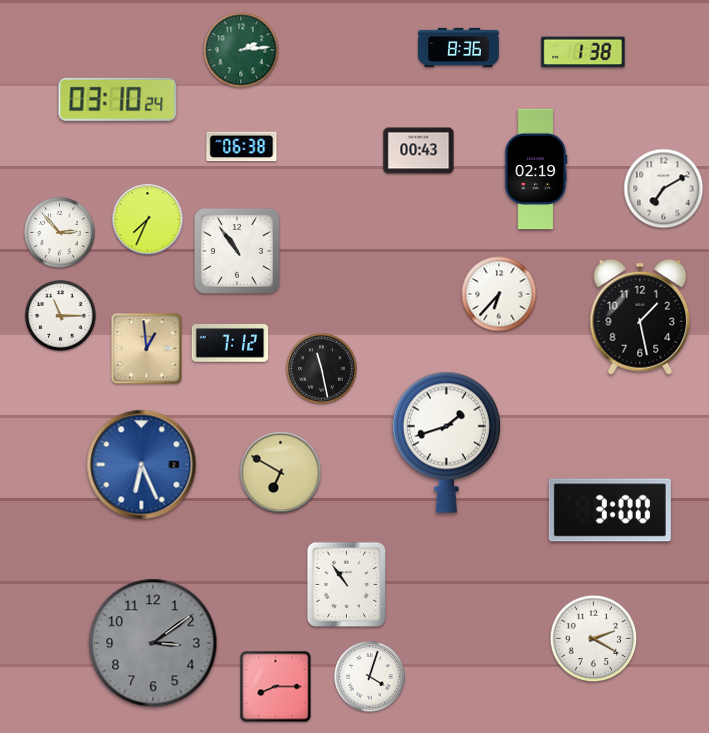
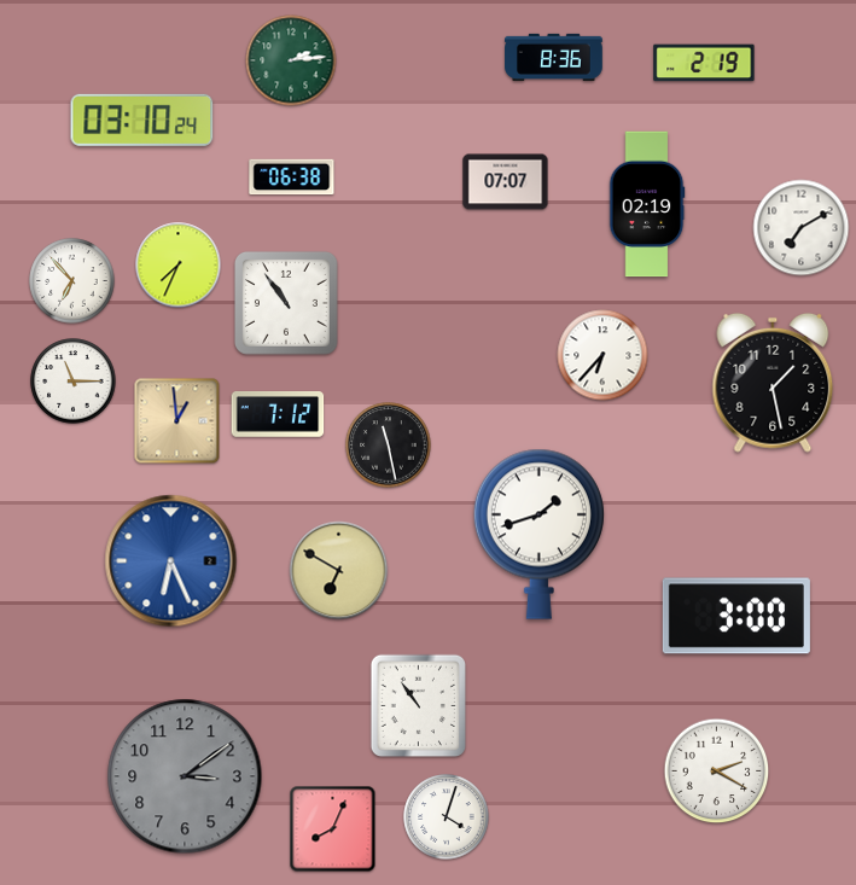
clock at (583, 52): 1:38 -> 2:19
clock at (419, 151): 00:43 -> 07:07
clock at (60, 233): 2:53 -> 6:53
clock at (276, 687): 8:15 -> 8:04
